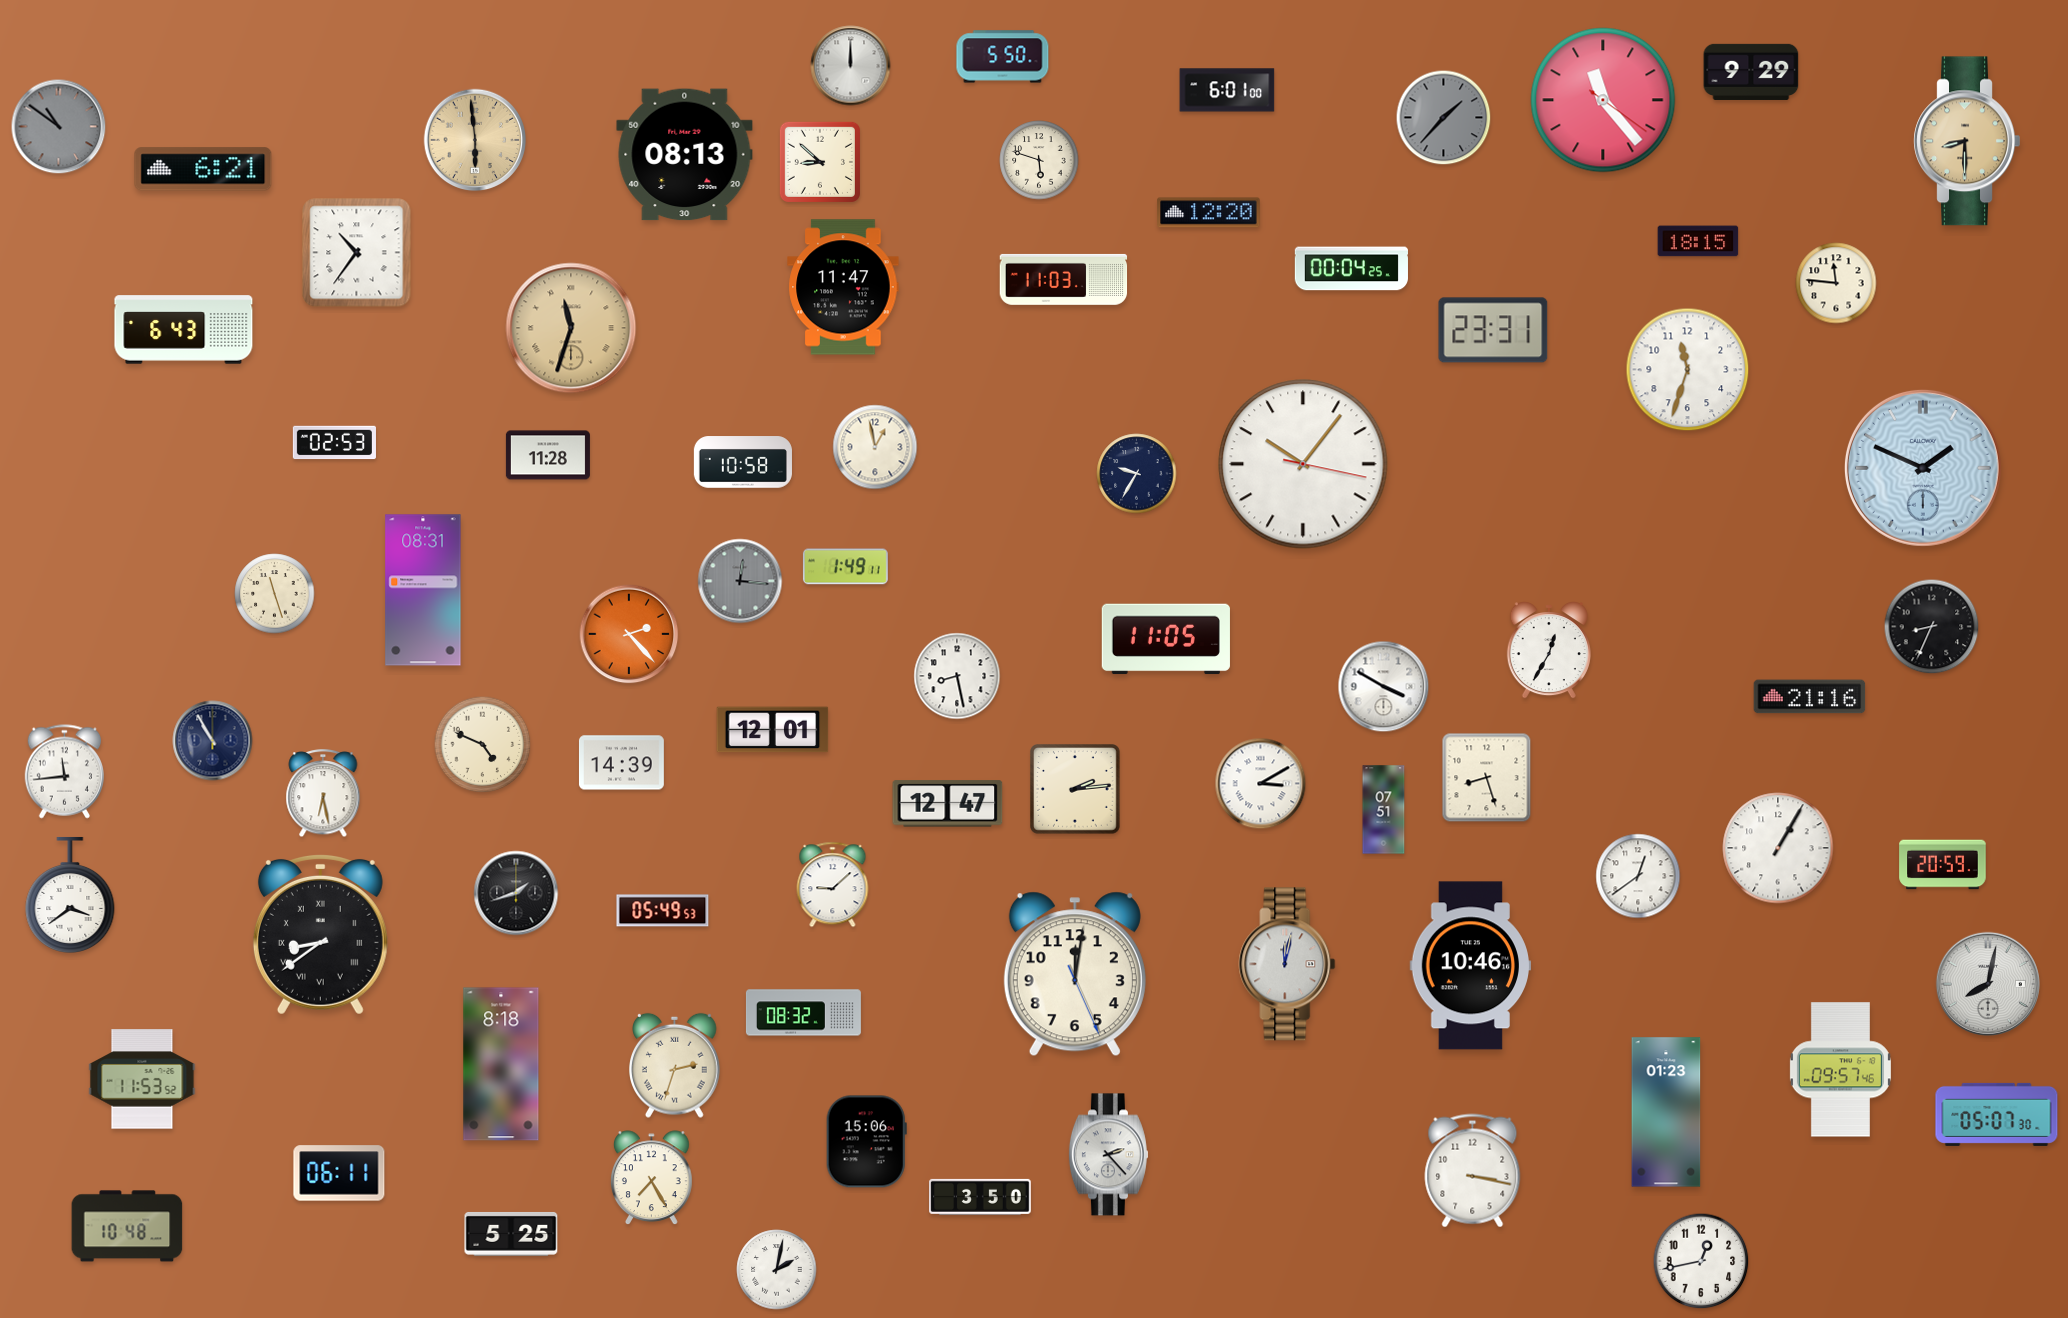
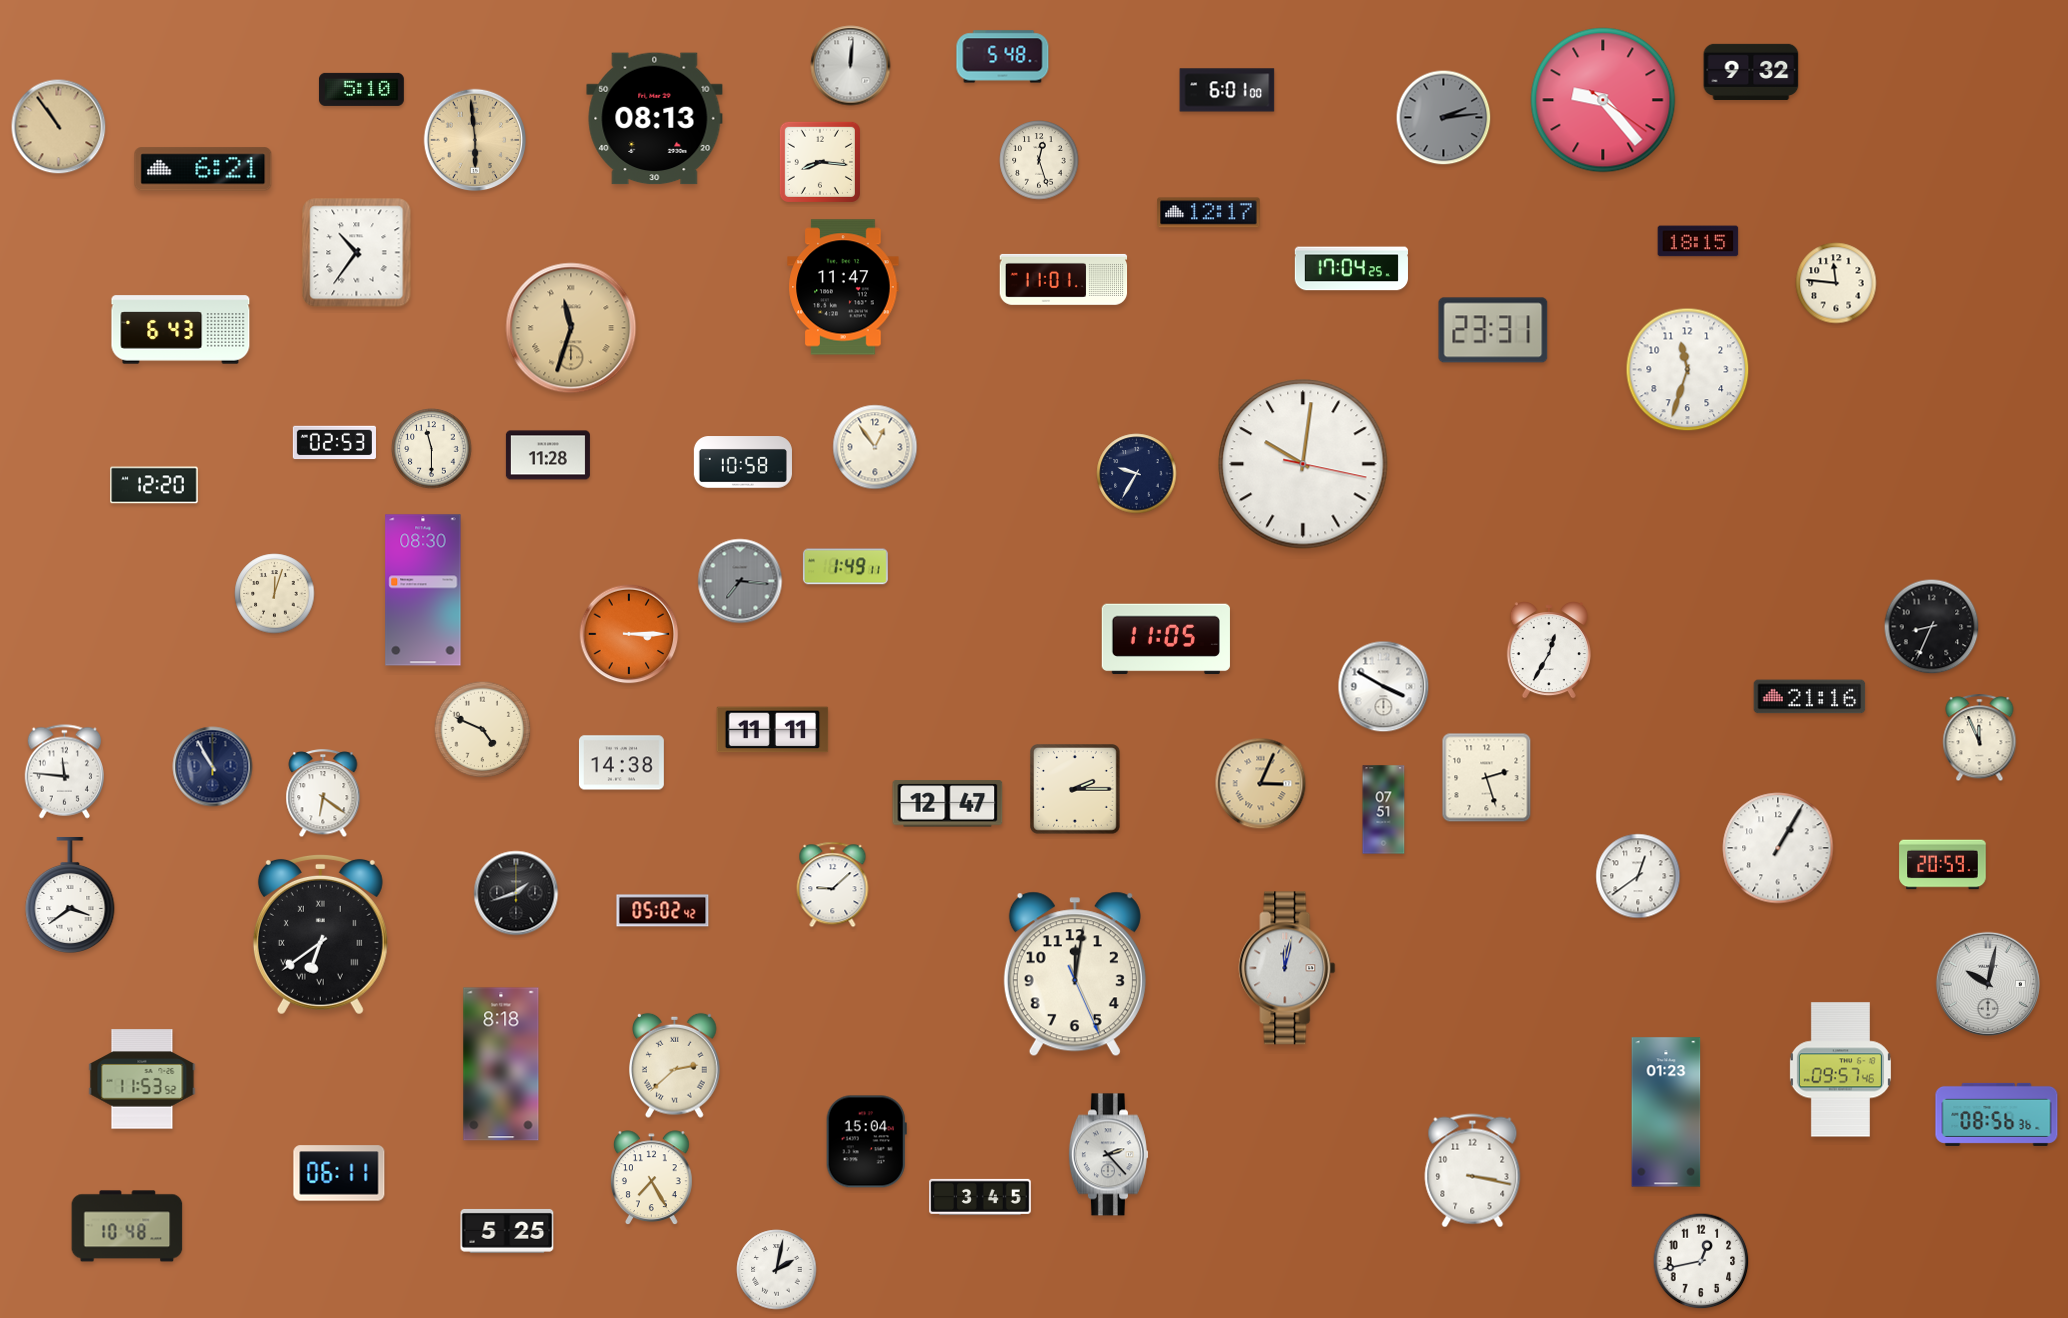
clock at (1003, 57): 5:50 -> 5:48
clock at (851, 66): 12:00 -> 12:01
clock at (1751, 72): 9:29 -> 9:32
clock at (361, 89): none -> 5:10
clock at (1603, 100): 11:23 -> 9:23
clock at (1444, 118): 1:37 -> 2:14
clock at (59, 127): 10:51 -> 10:54
clock at (59, 127) dial: grey -> champagne
clock at (1967, 141): 8:30 -> none
clock at (685, 155) position: (685, 155) -> (655, 119)
clock at (1039, 160): 5:48 -> 12:27
clock at (820, 162): 8:52 -> 8:16
clock at (1209, 213): 12:20 -> 12:17
clock at (1351, 269): 00:04 -> 17:04
clock at (1064, 279): 11:03 -> 11:01
clock at (184, 330) position: (184, 330) -> (181, 330)
clock at (875, 447): 12:58 -> 12:54
clock at (432, 449): none -> 11:30
clock at (1303, 464): 10:06 -> 10:01
clock at (1923, 468): 1:49 -> none
clock at (154, 485): none -> 12:20
clock at (740, 581): 12:16 -> 7:16
clock at (423, 590): 08:31 -> 08:30
clock at (275, 594): 11:27 -> 12:03
clock at (629, 634): 2:23 -> 3:15
clock at (957, 676): 8:28 -> none
clock at (773, 730): 12:01 -> 11:11
clock at (1980, 738): none -> 11:56
clock at (213, 741) position: (213, 741) -> (213, 767)
clock at (483, 745) position: (483, 745) -> (483, 730)
clock at (621, 763): 14:39 -> 14:38
clock at (64, 772): 11:44 -> 11:46
clock at (1487, 778): 8:27 -> 2:27
clock at (1261, 784): 3:10 -> 3:04
clock at (1261, 784) dial: white -> champagne
clock at (1076, 790): 2:14 -> 2:15
clock at (323, 794): 6:28 -> 6:21
clock at (663, 911): 05:49 -> 05:02
clock at (320, 934): 8:39 -> 6:39
clock at (1287, 964) position: (1287, 964) -> (1287, 968)
clock at (1470, 966): 10:46 -> none
clock at (1987, 983): 8:02 -> 10:02
clock at (803, 1013): 08:32 -> none
clock at (675, 1065): 2:33 -> 2:38
clock at (1997, 1114): 05:07 -> 08:56
clock at (866, 1142): 15:06 -> 15:04
clock at (980, 1197): 3:50 -> 3:45
clock at (511, 1234) position: (511, 1234) -> (507, 1231)
